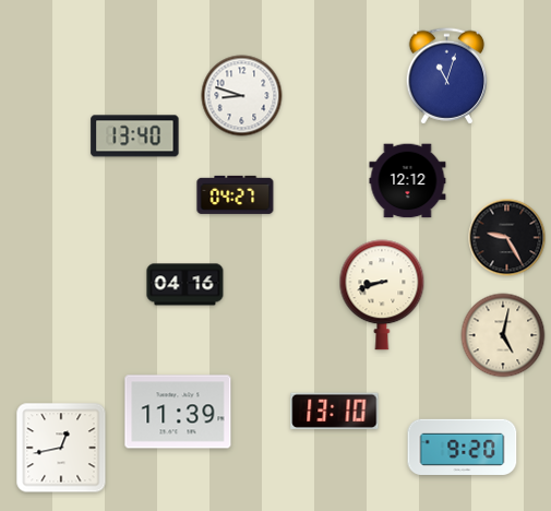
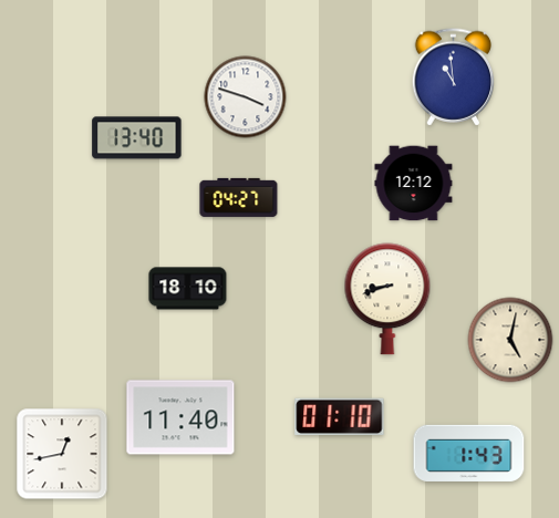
clock at (447, 76): 11:03 -> 10:59
clock at (242, 96): 8:48 -> 3:48
clock at (507, 238): 9:25 -> none
clock at (185, 285): 04:16 -> 18:10
clock at (335, 411): 13:10 -> 01:10
clock at (178, 412): 11:39 -> 11:40
clock at (463, 447): 9:20 -> 1:43
